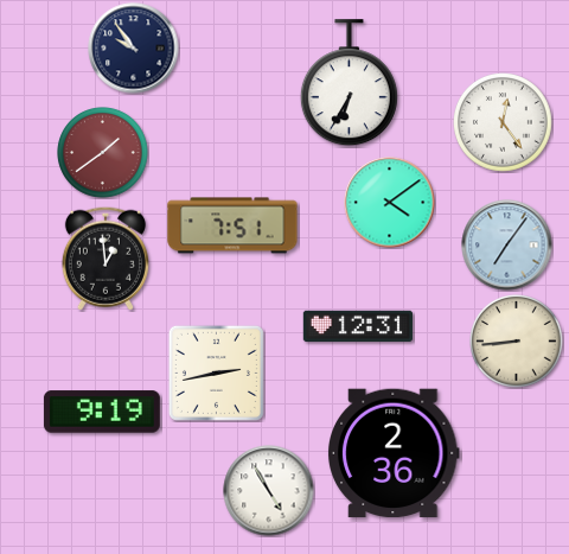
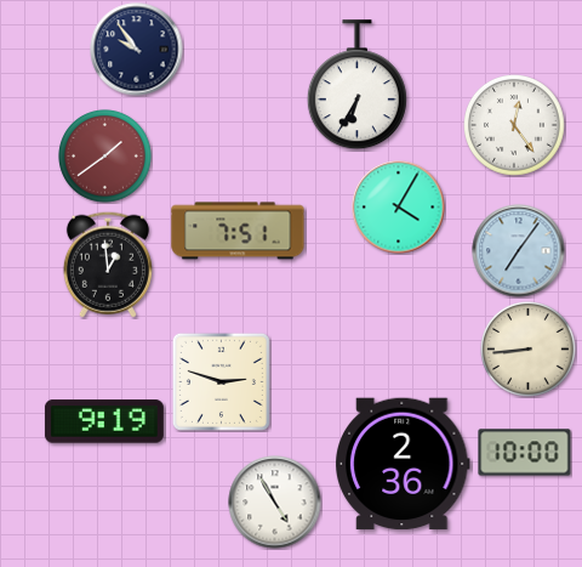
clock at (390, 203): 4:09 -> 4:05
clock at (357, 326): 12:31 -> none
clock at (216, 372): 2:43 -> 2:48
clock at (525, 453): none -> 10:00
